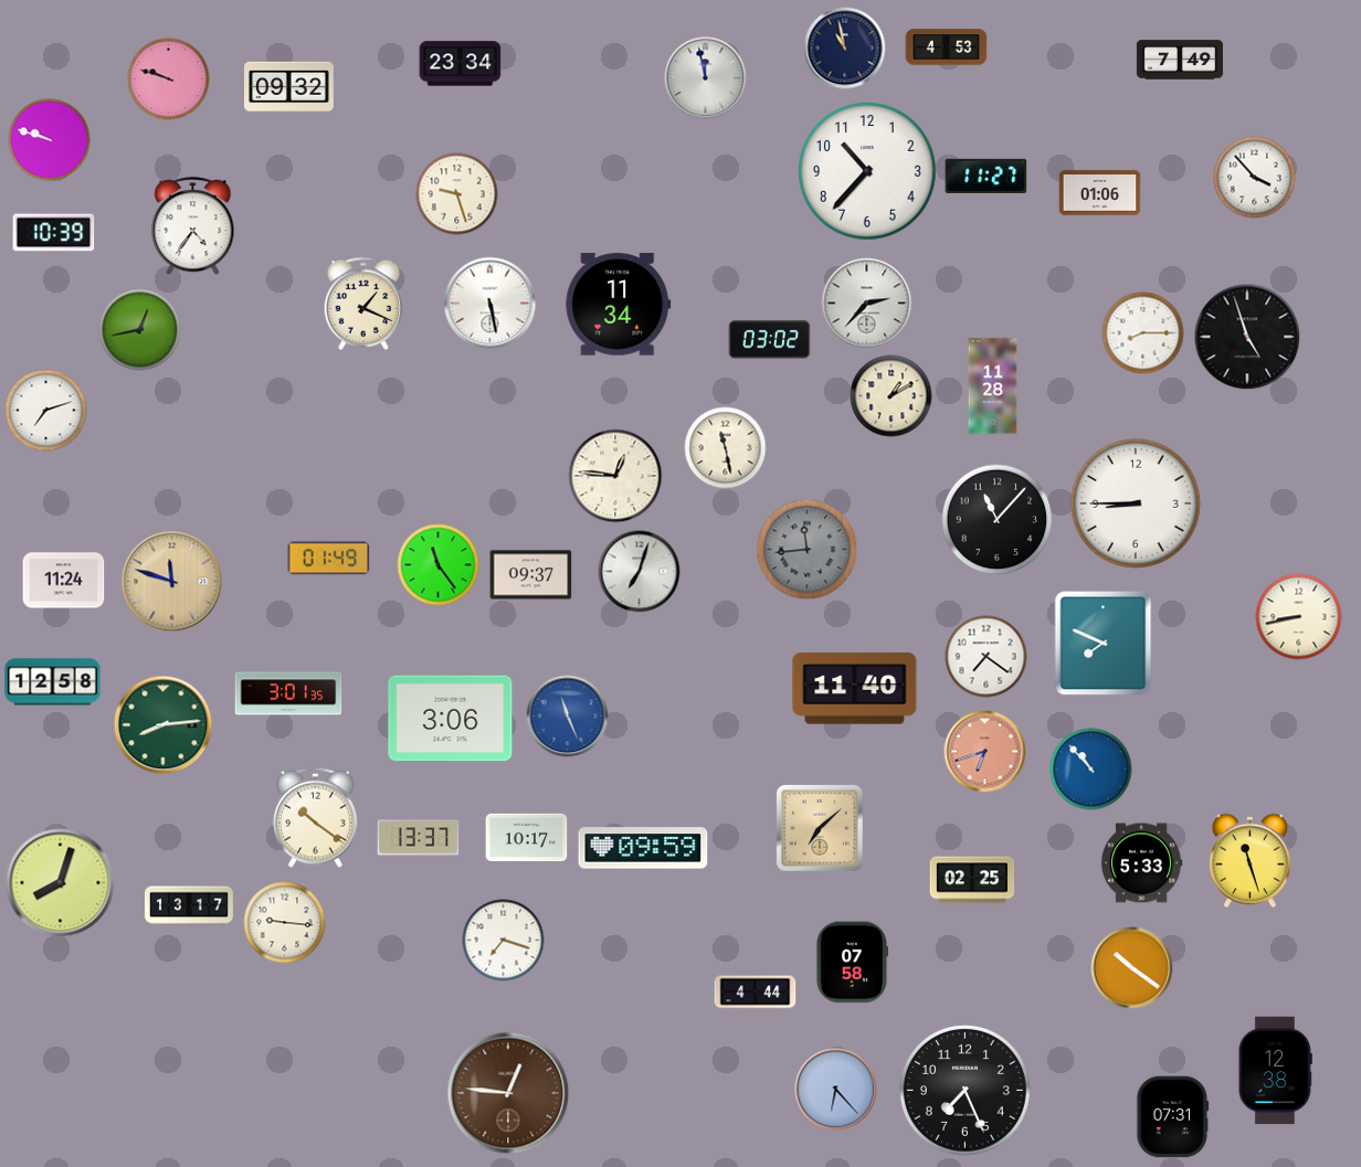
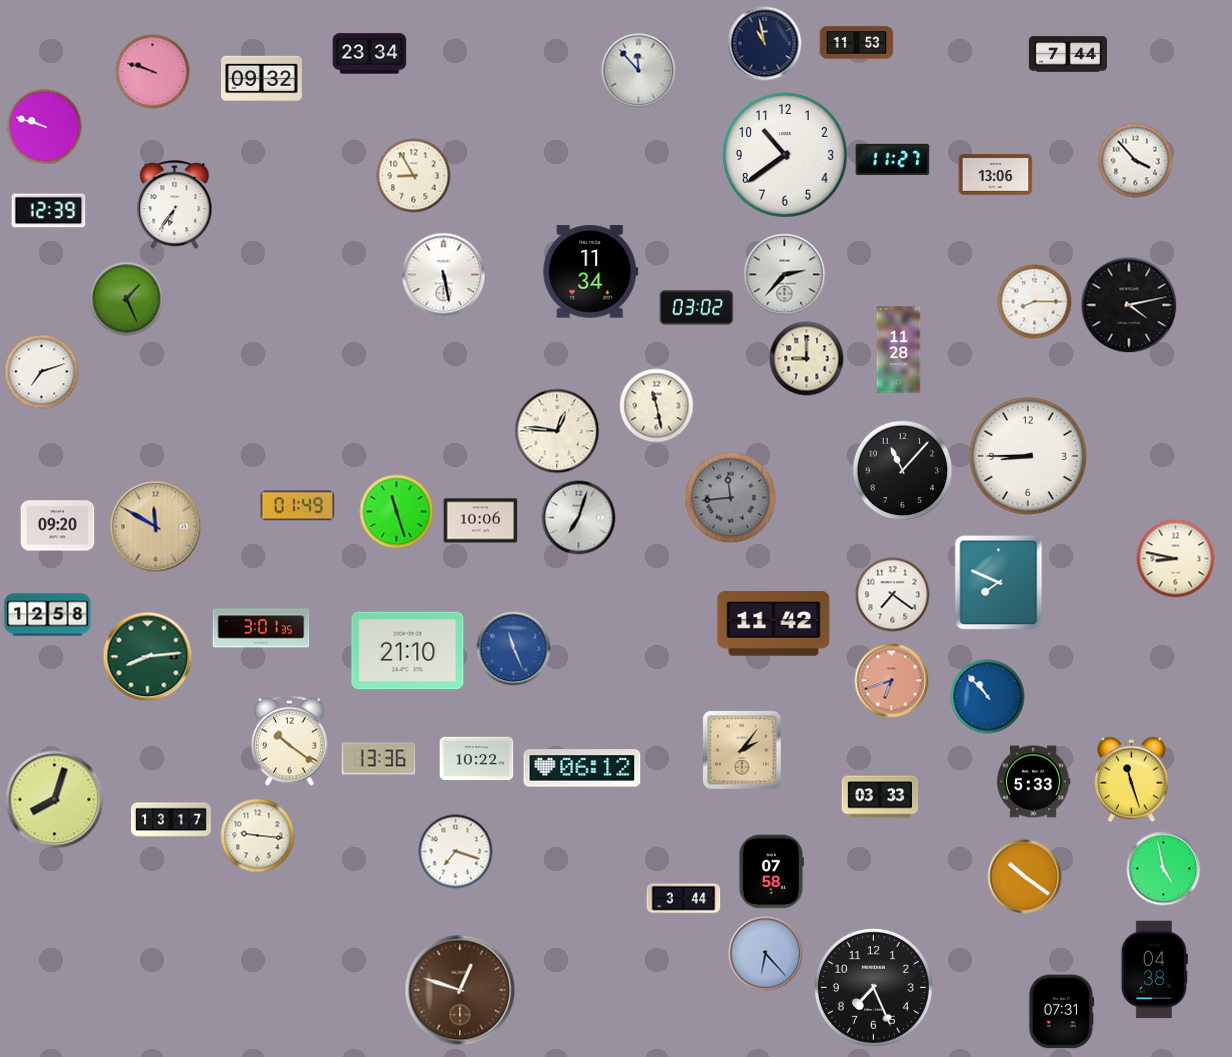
clock at (947, 47): 4:53 -> 11:53
clock at (1180, 60): 7:49 -> 7:44
clock at (461, 64) position: (461, 64) -> (370, 54)
clock at (706, 78): 11:58 -> 11:53
clock at (868, 172): 10:37 -> 10:39
clock at (1100, 193): 01:06 -> 13:06
clock at (457, 194): 9:27 -> 8:55
clock at (193, 226): 4:36 -> 6:36
clock at (54, 233): 10:39 -> 12:39
clock at (363, 304): 1:19 -> none
clock at (619, 305) position: (619, 305) -> (591, 272)
clock at (140, 330): 12:43 -> 1:26
clock at (1247, 337): 4:57 -> 4:13
clock at (891, 396): 1:10 -> 9:00
clock at (439, 565): 11:24 -> 11:27
clock at (531, 575): 09:37 -> 10:06
clock at (64, 581): 11:24 -> 09:20
clock at (172, 582): 11:48 -> 11:50
clock at (1299, 617): 8:43 -> 8:47
clock at (53, 682) position: (53, 682) -> (48, 615)
clock at (855, 689): 11:40 -> 11:42
clock at (451, 719): 3:06 -> 21:10
clock at (316, 817) position: (316, 817) -> (290, 740)
clock at (821, 829): 7:08 -> 2:06
clock at (419, 838): 13:37 -> 13:36
clock at (527, 838): 10:17 -> 10:22
clock at (643, 848): 09:59 -> 06:12
clock at (972, 880): 02:25 -> 03:33
clock at (1164, 869): none -> 4:58
clock at (756, 993): 4:44 -> 3:44
clock at (1275, 1071): 12:38 -> 04:38
clock at (836, 1090) position: (836, 1090) -> (766, 954)
clock at (508, 1093): 12:46 -> 12:48
